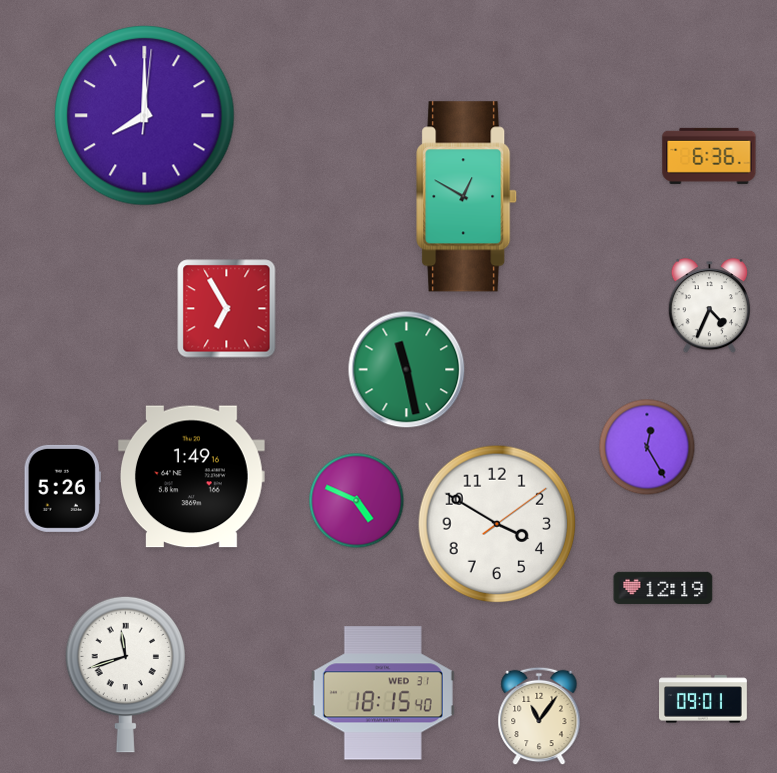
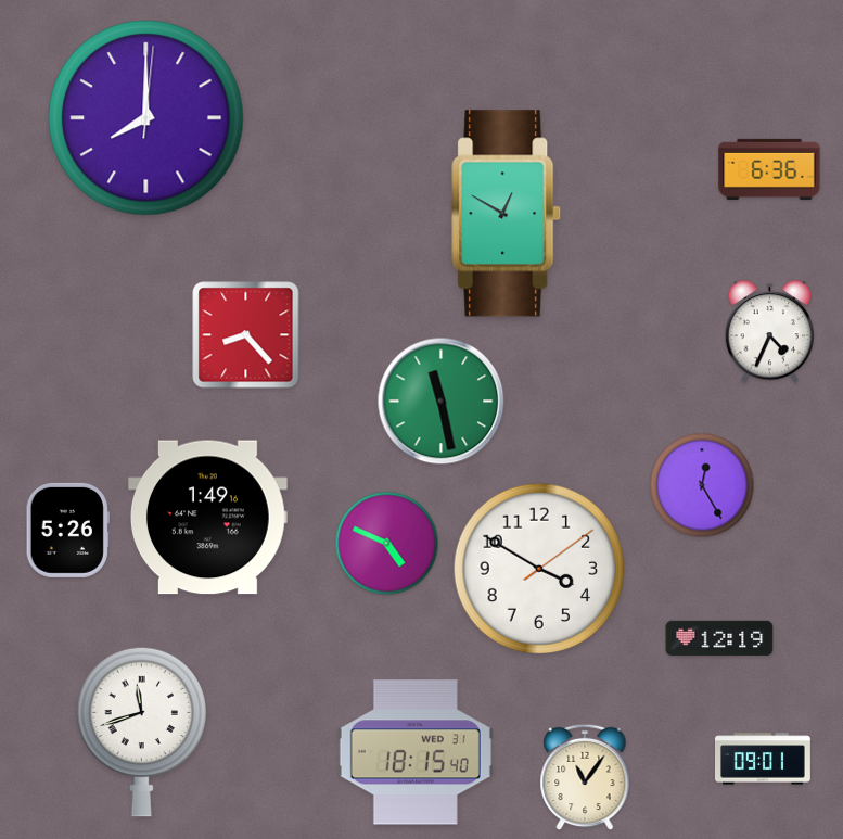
clock at (145, 116) position: (145, 116) -> (146, 118)
clock at (227, 309): 6:55 -> 8:23
clock at (125, 674) position: (125, 674) -> (141, 732)
